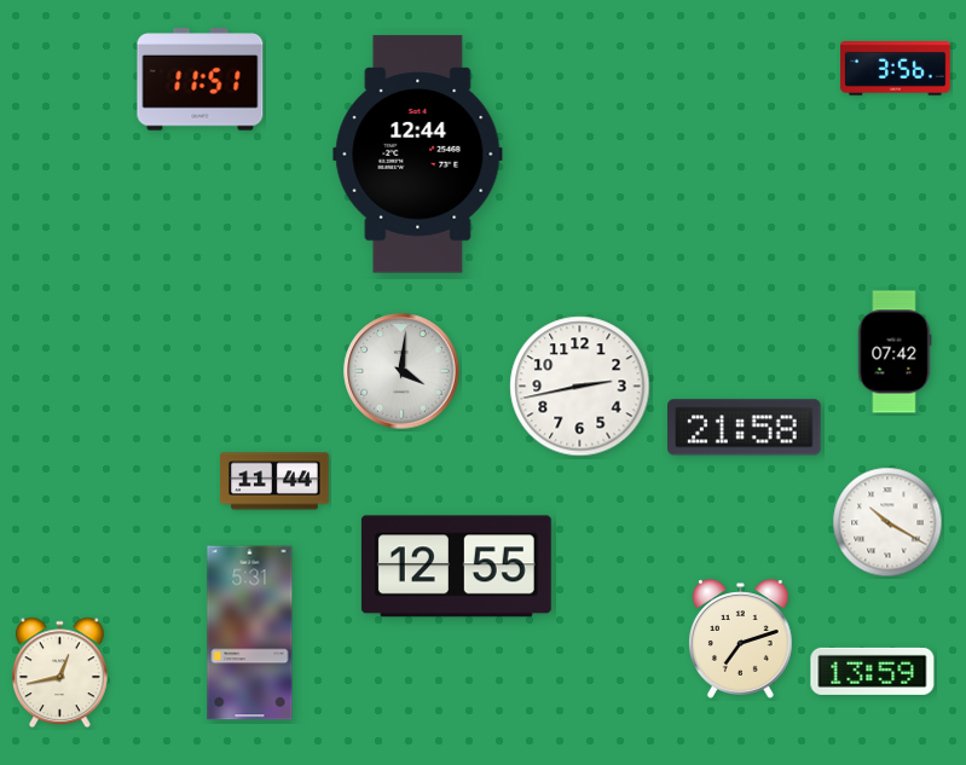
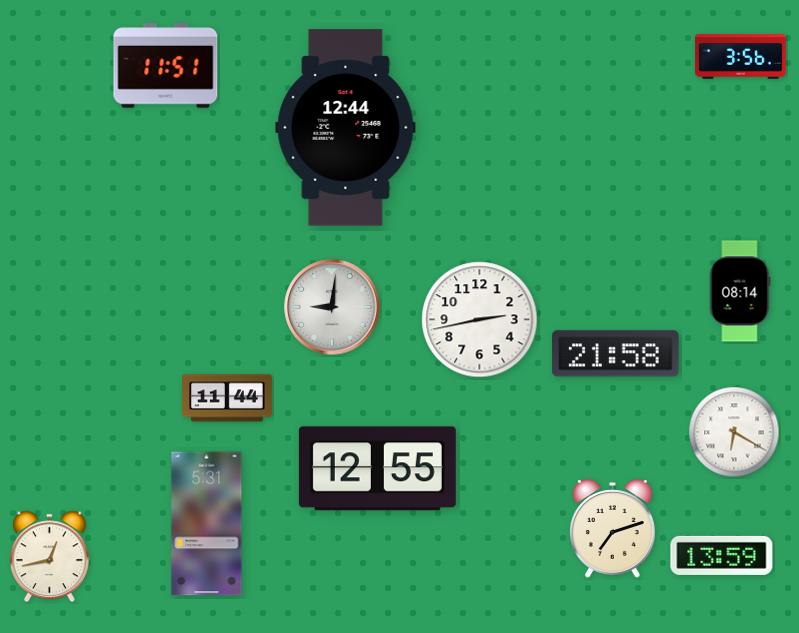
clock at (895, 352): 07:42 -> 08:14
clock at (401, 371): 4:01 -> 9:01
clock at (887, 522): 10:20 -> 6:20
